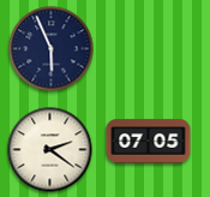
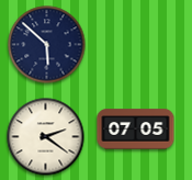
clock at (52, 49): 5:56 -> 5:52
